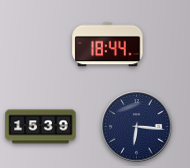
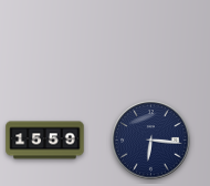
clock at (108, 45): 18:44 -> none
clock at (41, 127): 15:39 -> 15:59
